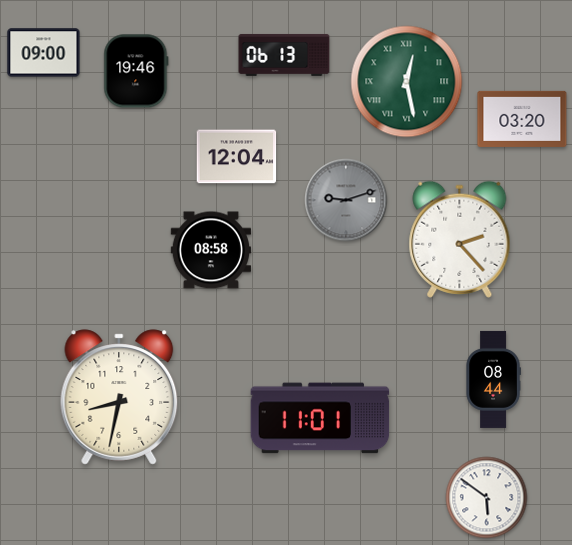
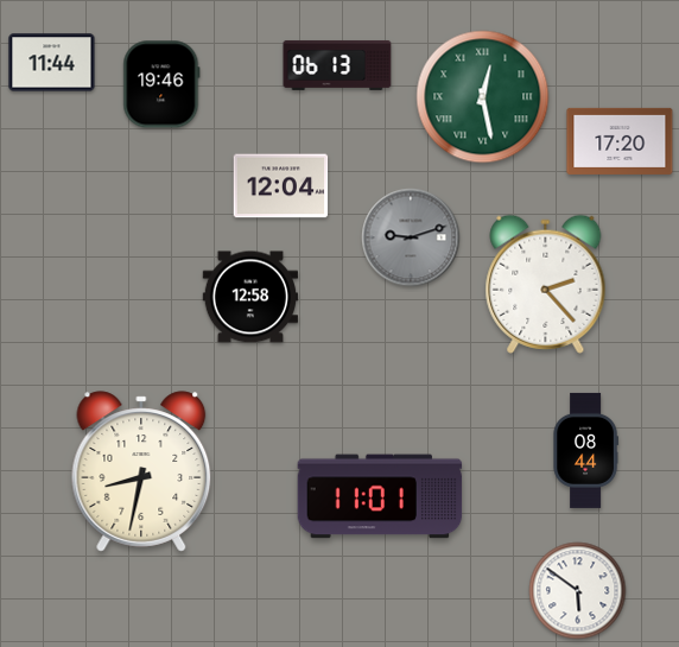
clock at (44, 53): 09:00 -> 11:44
clock at (522, 119): 03:20 -> 17:20
clock at (210, 250): 08:58 -> 12:58
